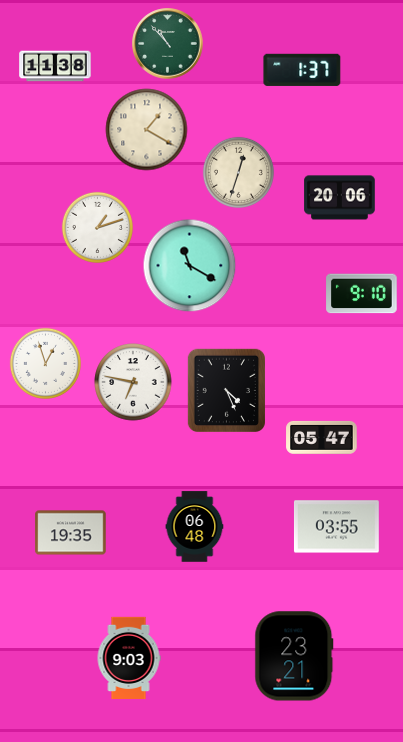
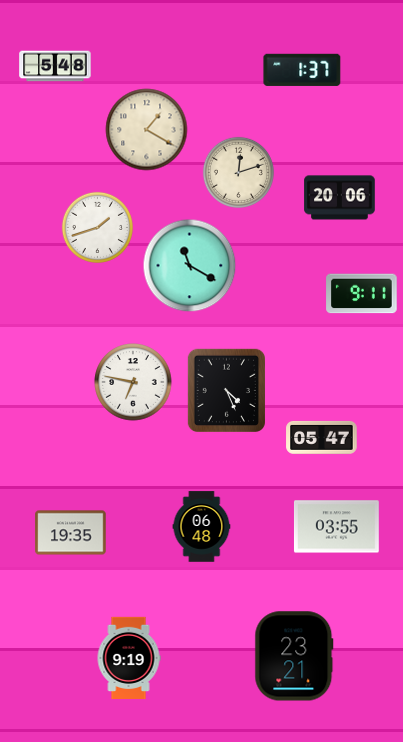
clock at (168, 44): 10:53 -> none
clock at (55, 66): 11:38 -> 5:48
clock at (238, 172): 12:33 -> 12:12
clock at (97, 227): 1:12 -> 1:42
clock at (362, 294): 9:10 -> 9:11
clock at (45, 363): 12:57 -> none
clock at (195, 527) position: (195, 527) -> (202, 527)
clock at (129, 657): 9:03 -> 9:19
